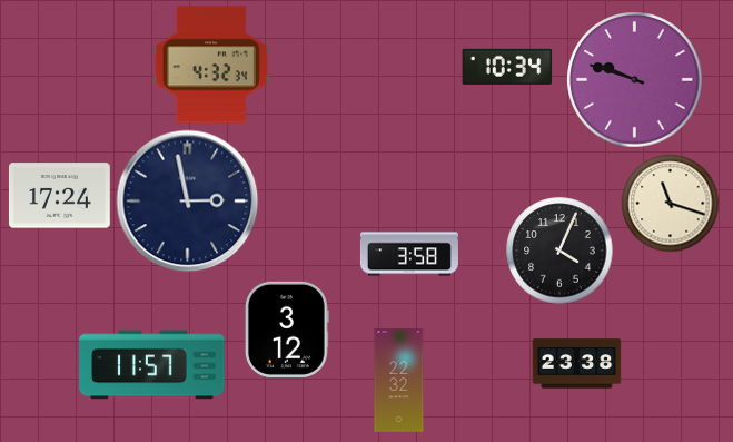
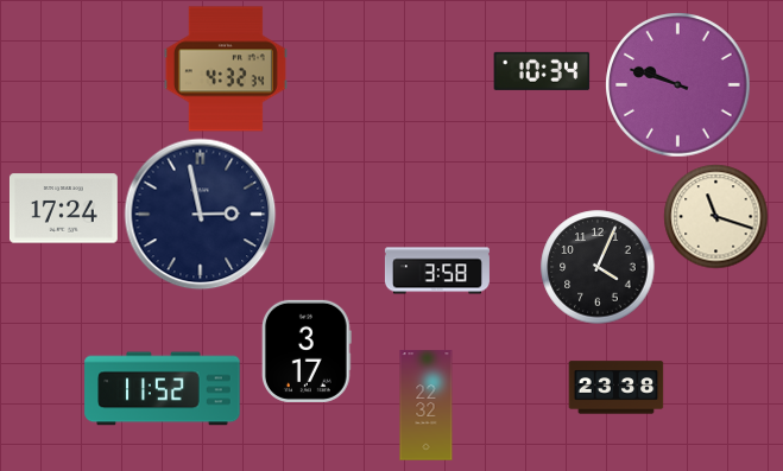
clock at (287, 330): 3:12 -> 3:17
clock at (152, 365): 11:57 -> 11:52
